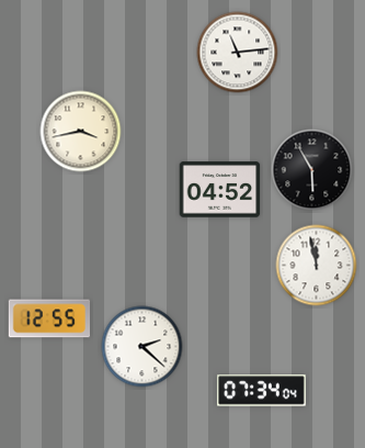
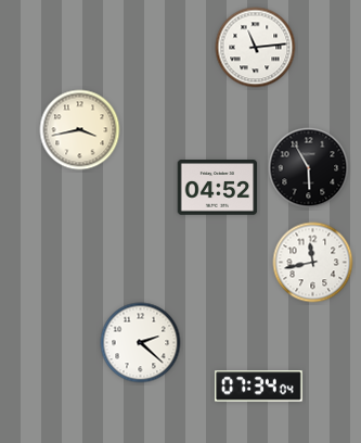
clock at (238, 53) position: (238, 53) -> (256, 48)
clock at (317, 266): 11:58 -> 11:43
clock at (48, 318): 12:55 -> none
